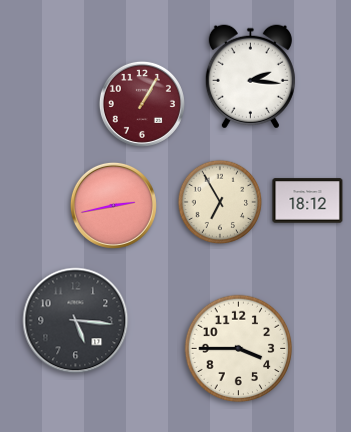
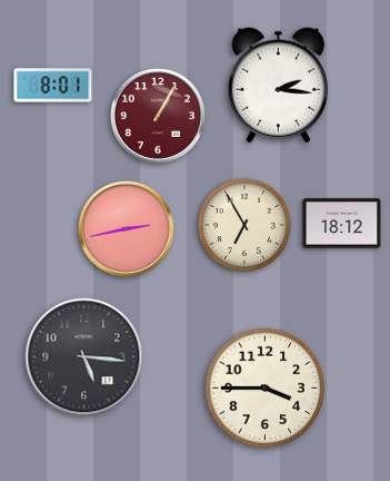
clock at (53, 86): none -> 8:01
